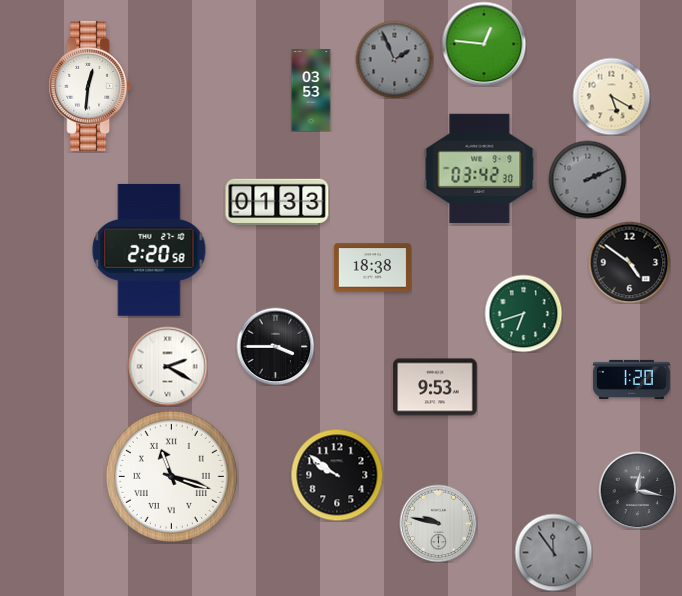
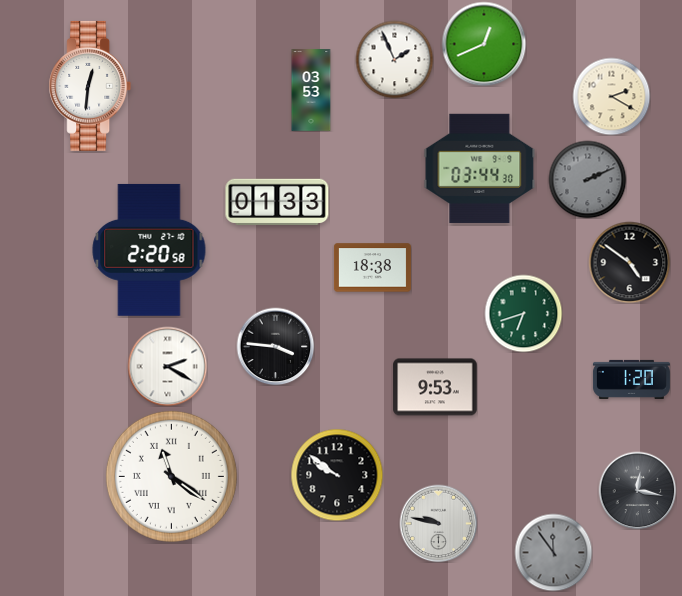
clock at (484, 44): 12:46 -> 12:41
clock at (394, 59) dial: grey -> white
clock at (611, 96): 5:20 -> 2:20
clock at (480, 168): 03:42 -> 03:44
clock at (275, 346): 3:45 -> 3:46
clock at (171, 476): 11:18 -> 11:21
